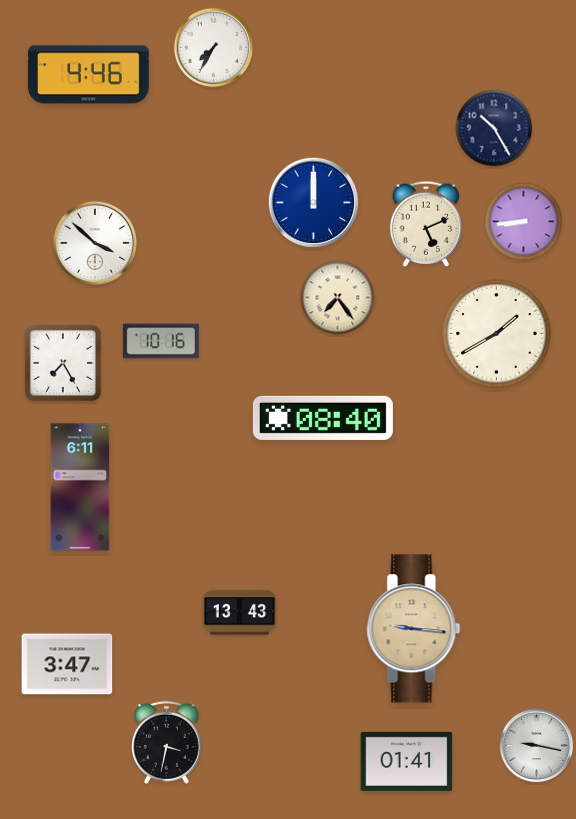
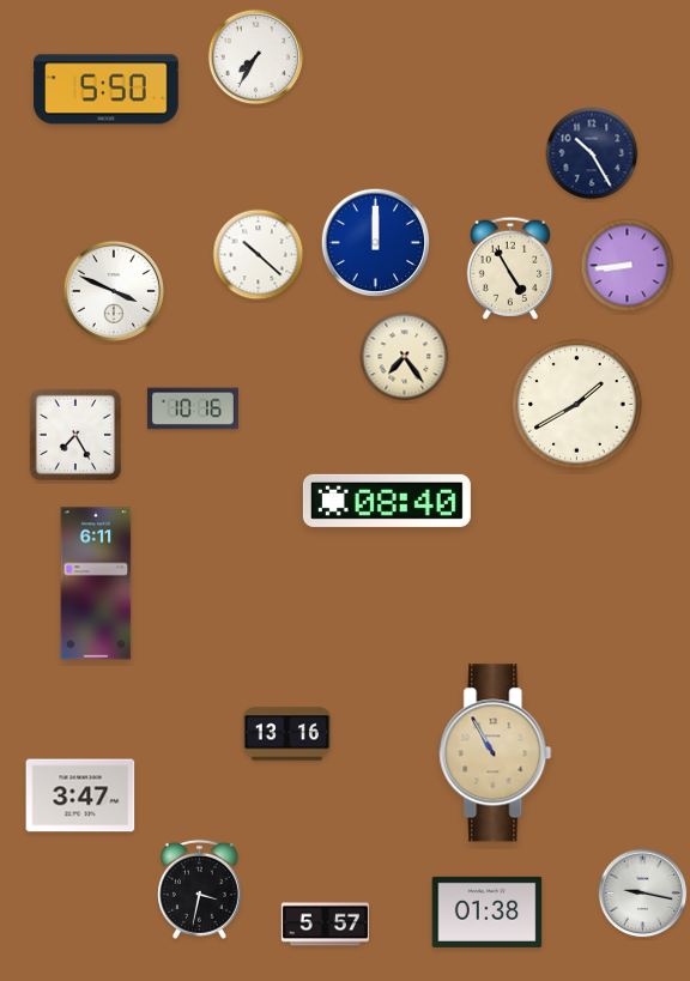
clock at (89, 75): 4:46 -> 5:50
clock at (259, 255): none -> 10:22
clock at (425, 224): 5:11 -> 4:55
clock at (95, 243): 3:52 -> 3:49
clock at (497, 334) position: (497, 334) -> (577, 405)
clock at (239, 613): 13:43 -> 13:16
clock at (414, 629): 9:16 -> 10:55
clock at (407, 761): 01:41 -> 01:38
clock at (325, 925): none -> 5:57
